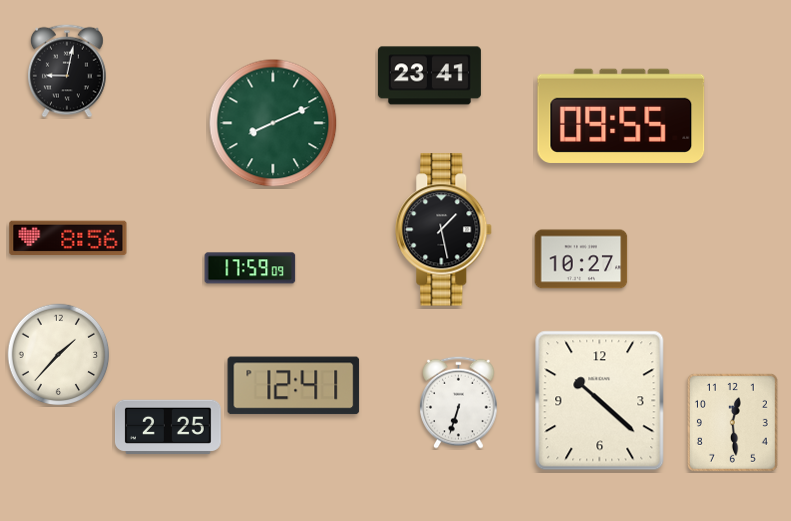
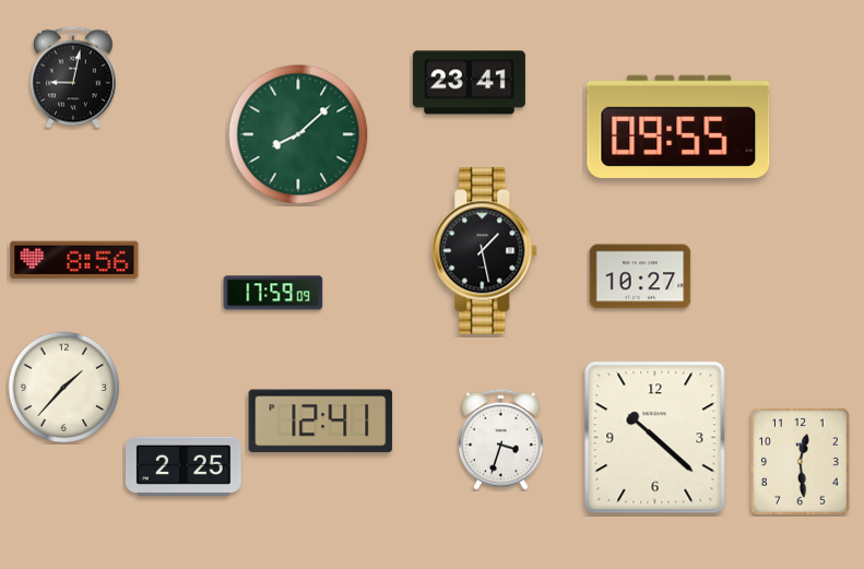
clock at (273, 123): 8:11 -> 8:08
clock at (581, 259) position: (581, 259) -> (640, 276)
clock at (459, 402): 6:33 -> 3:33
